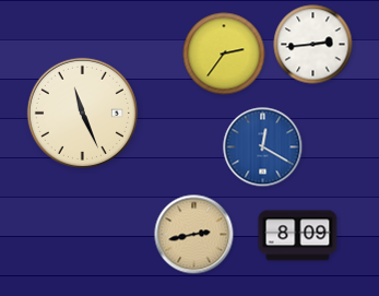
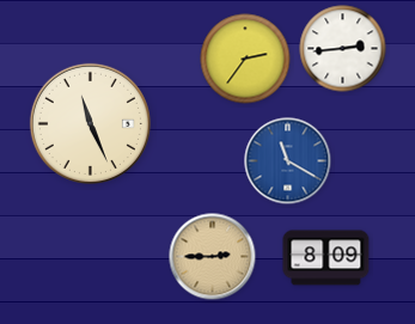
clock at (263, 147): 12:20 -> 11:20
clock at (194, 235): 2:43 -> 2:45
